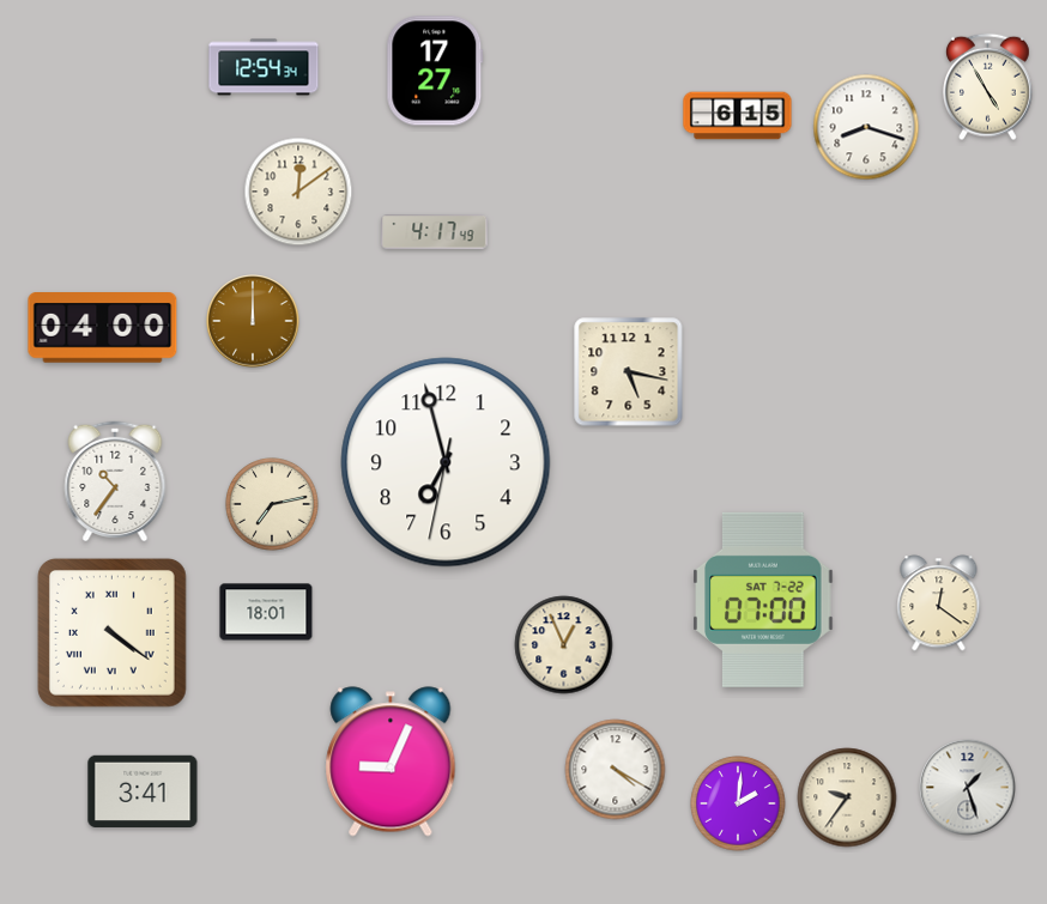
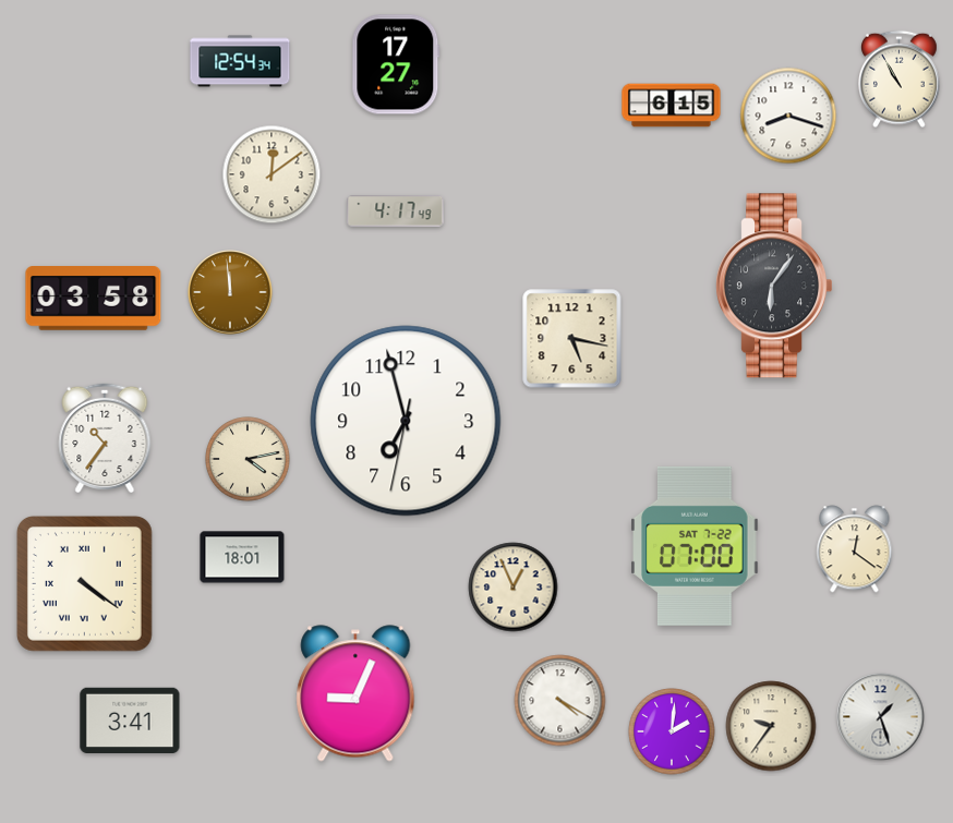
clock at (988, 87): 4:55 -> 10:55
clock at (774, 286): none -> 6:06
clock at (253, 321): 12:00 -> 11:59
clock at (103, 328): 04:00 -> 03:58
clock at (272, 504): 7:13 -> 4:13
clock at (111, 632) position: (111, 632) -> (84, 583)
